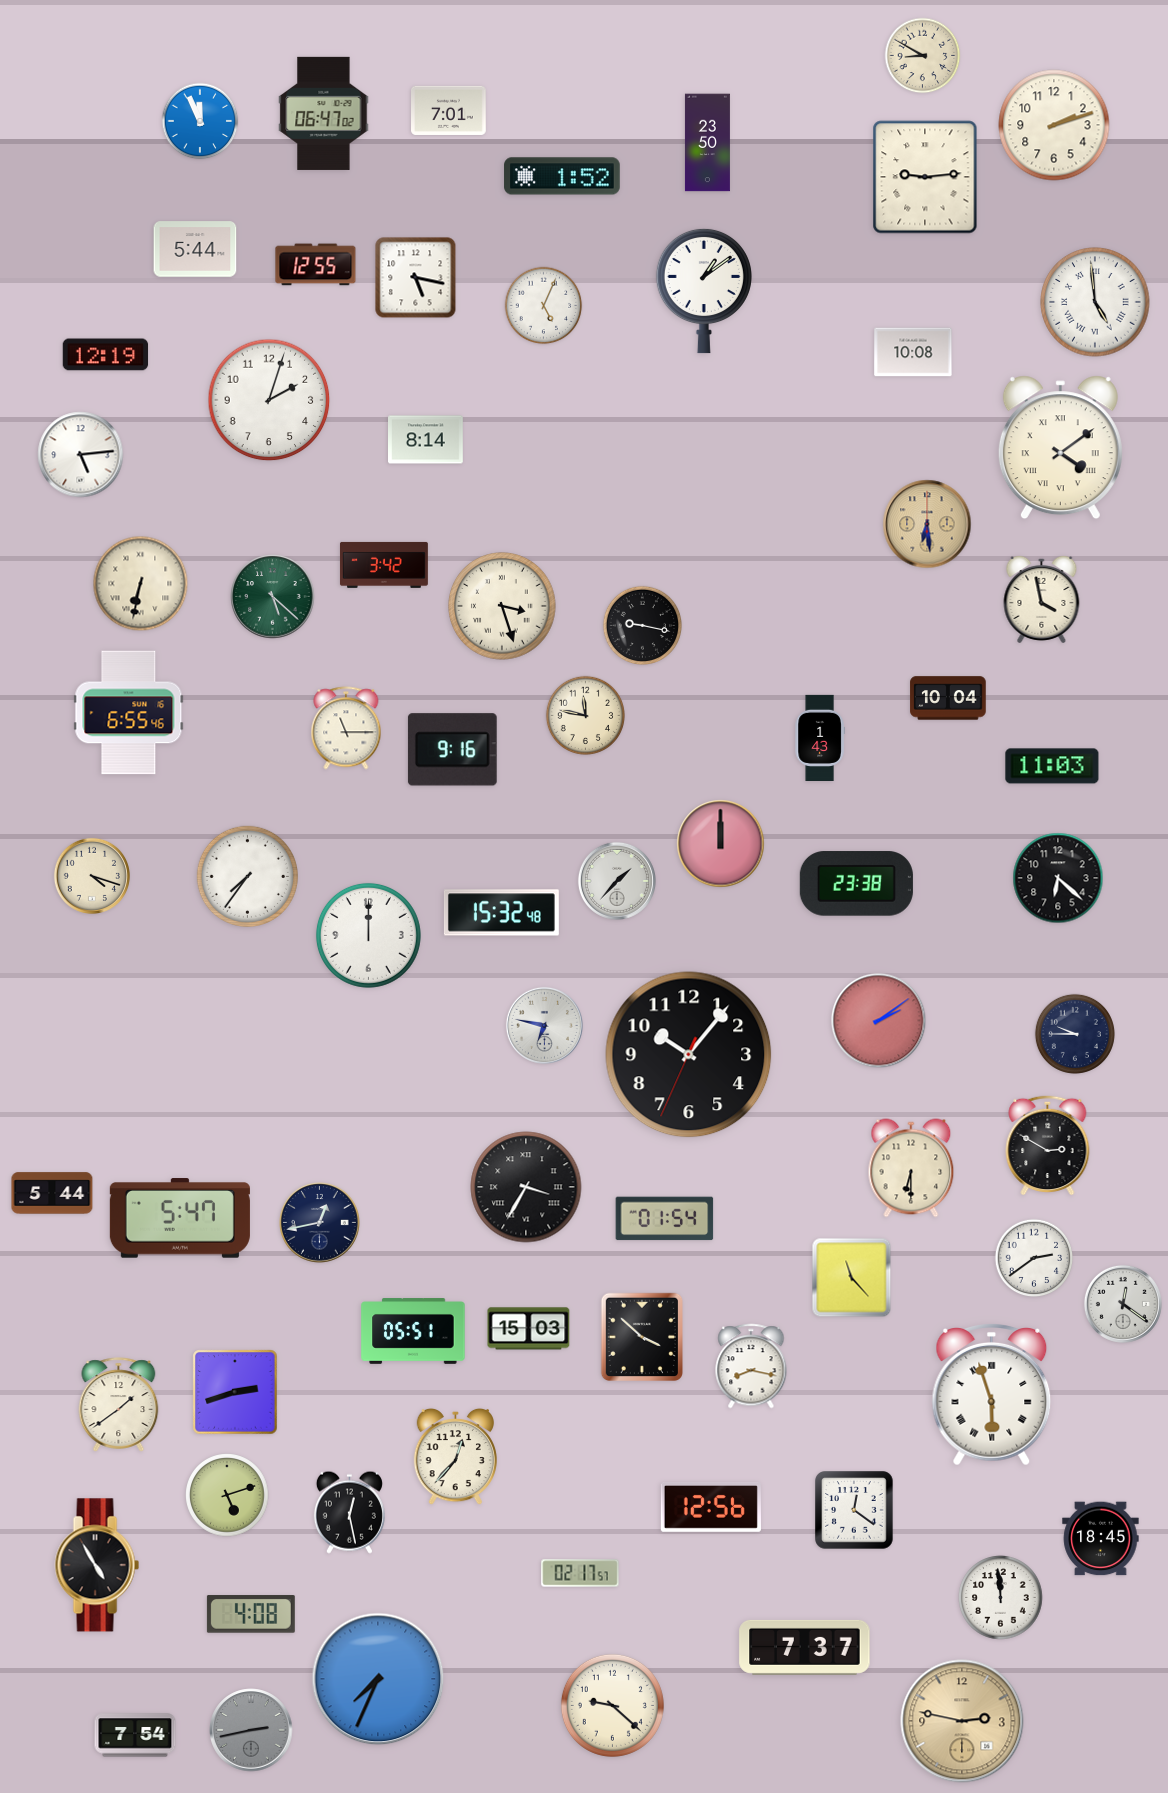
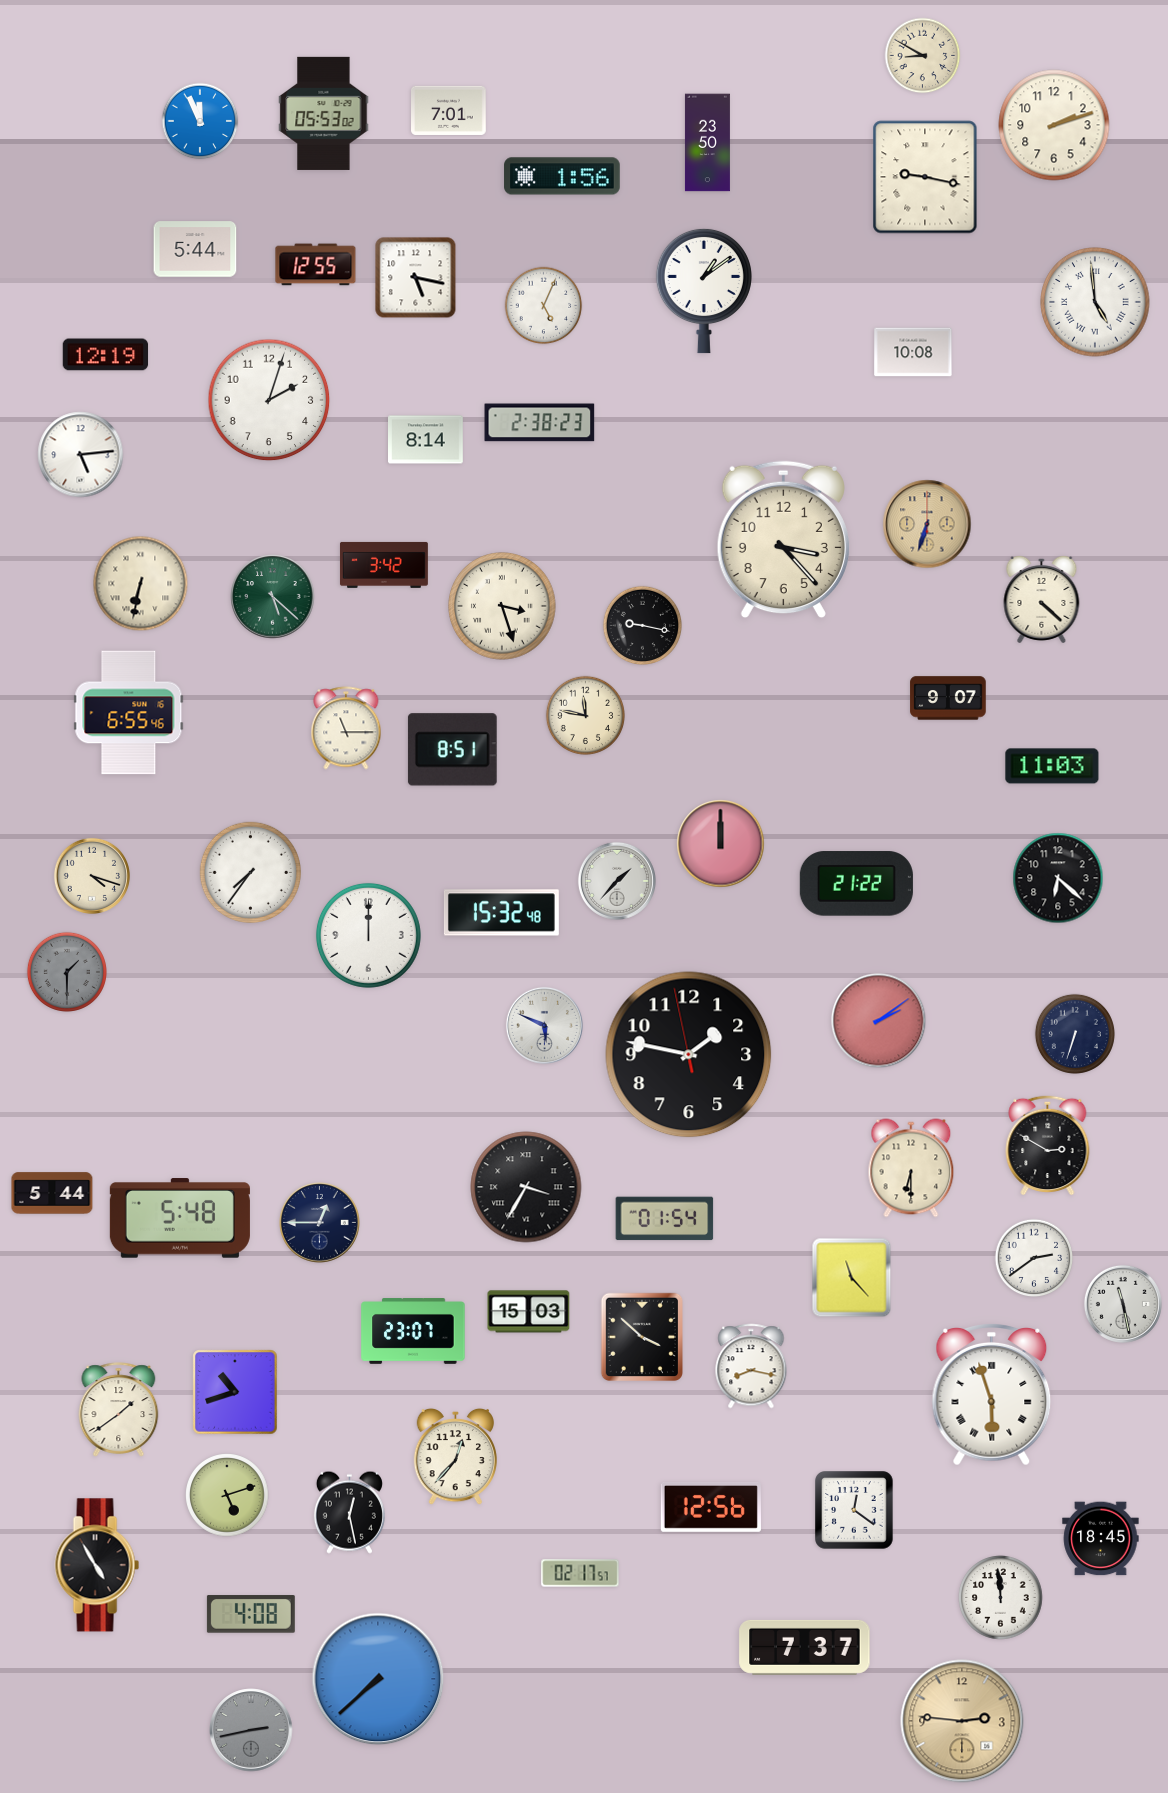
clock at (324, 113): 06:47 -> 05:53
clock at (562, 176): 1:52 -> 1:56
clock at (925, 177): 9:14 -> 9:17
clock at (540, 423): none -> 2:38
clock at (1060, 448): 4:09 -> none
clock at (927, 524): 6:29 -> 6:33
clock at (783, 540): none -> 3:23
clock at (1042, 599): 3:58 -> 4:22
clock at (948, 698): 10:04 -> 9:07
clock at (820, 737): 1:43 -> none
clock at (452, 750): 9:16 -> 8:51
clock at (247, 876) position: (247, 876) -> (250, 872)
clock at (856, 884): 23:38 -> 21:22
clock at (67, 972): none -> 1:30
clock at (544, 1025): 6:47 -> 5:49
clock at (1075, 1034): 9:45 -> 6:33
clock at (689, 1055): 10:06 -> 1:46
clock at (180, 1218): 5:47 -> 5:48
clock at (320, 1223): 12:43 -> 12:45
clock at (1123, 1304): 12:21 -> 11:28
clock at (529, 1329) position: (529, 1329) -> (529, 1312)
clock at (413, 1331): 05:51 -> 23:07
clock at (235, 1392): 2:42 -> 10:42
clock at (119, 1405) position: (119, 1405) -> (119, 1410)
clock at (378, 1679): 7:34 -> 7:38
clock at (612, 1705): 9:22 -> none
clock at (962, 1721): 2:47 -> 2:46
clock at (135, 1735): 7:54 -> none
